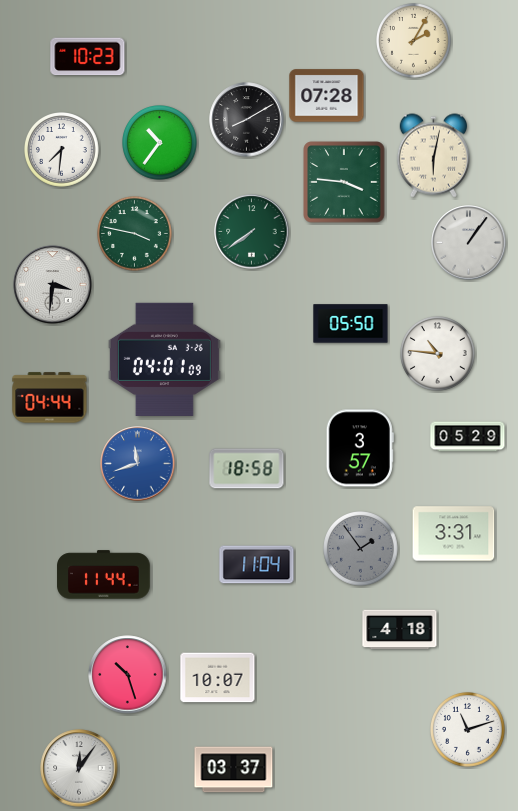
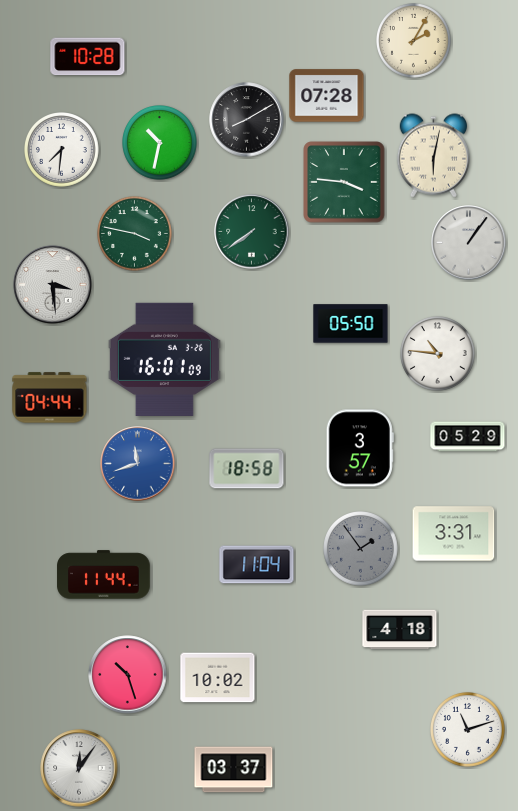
clock at (88, 57): 10:23 -> 10:28
clock at (160, 143): 10:36 -> 10:32
clock at (53, 285): 3:31 -> 3:29
clock at (164, 359): 04:01 -> 16:01
clock at (218, 678): 10:07 -> 10:02
